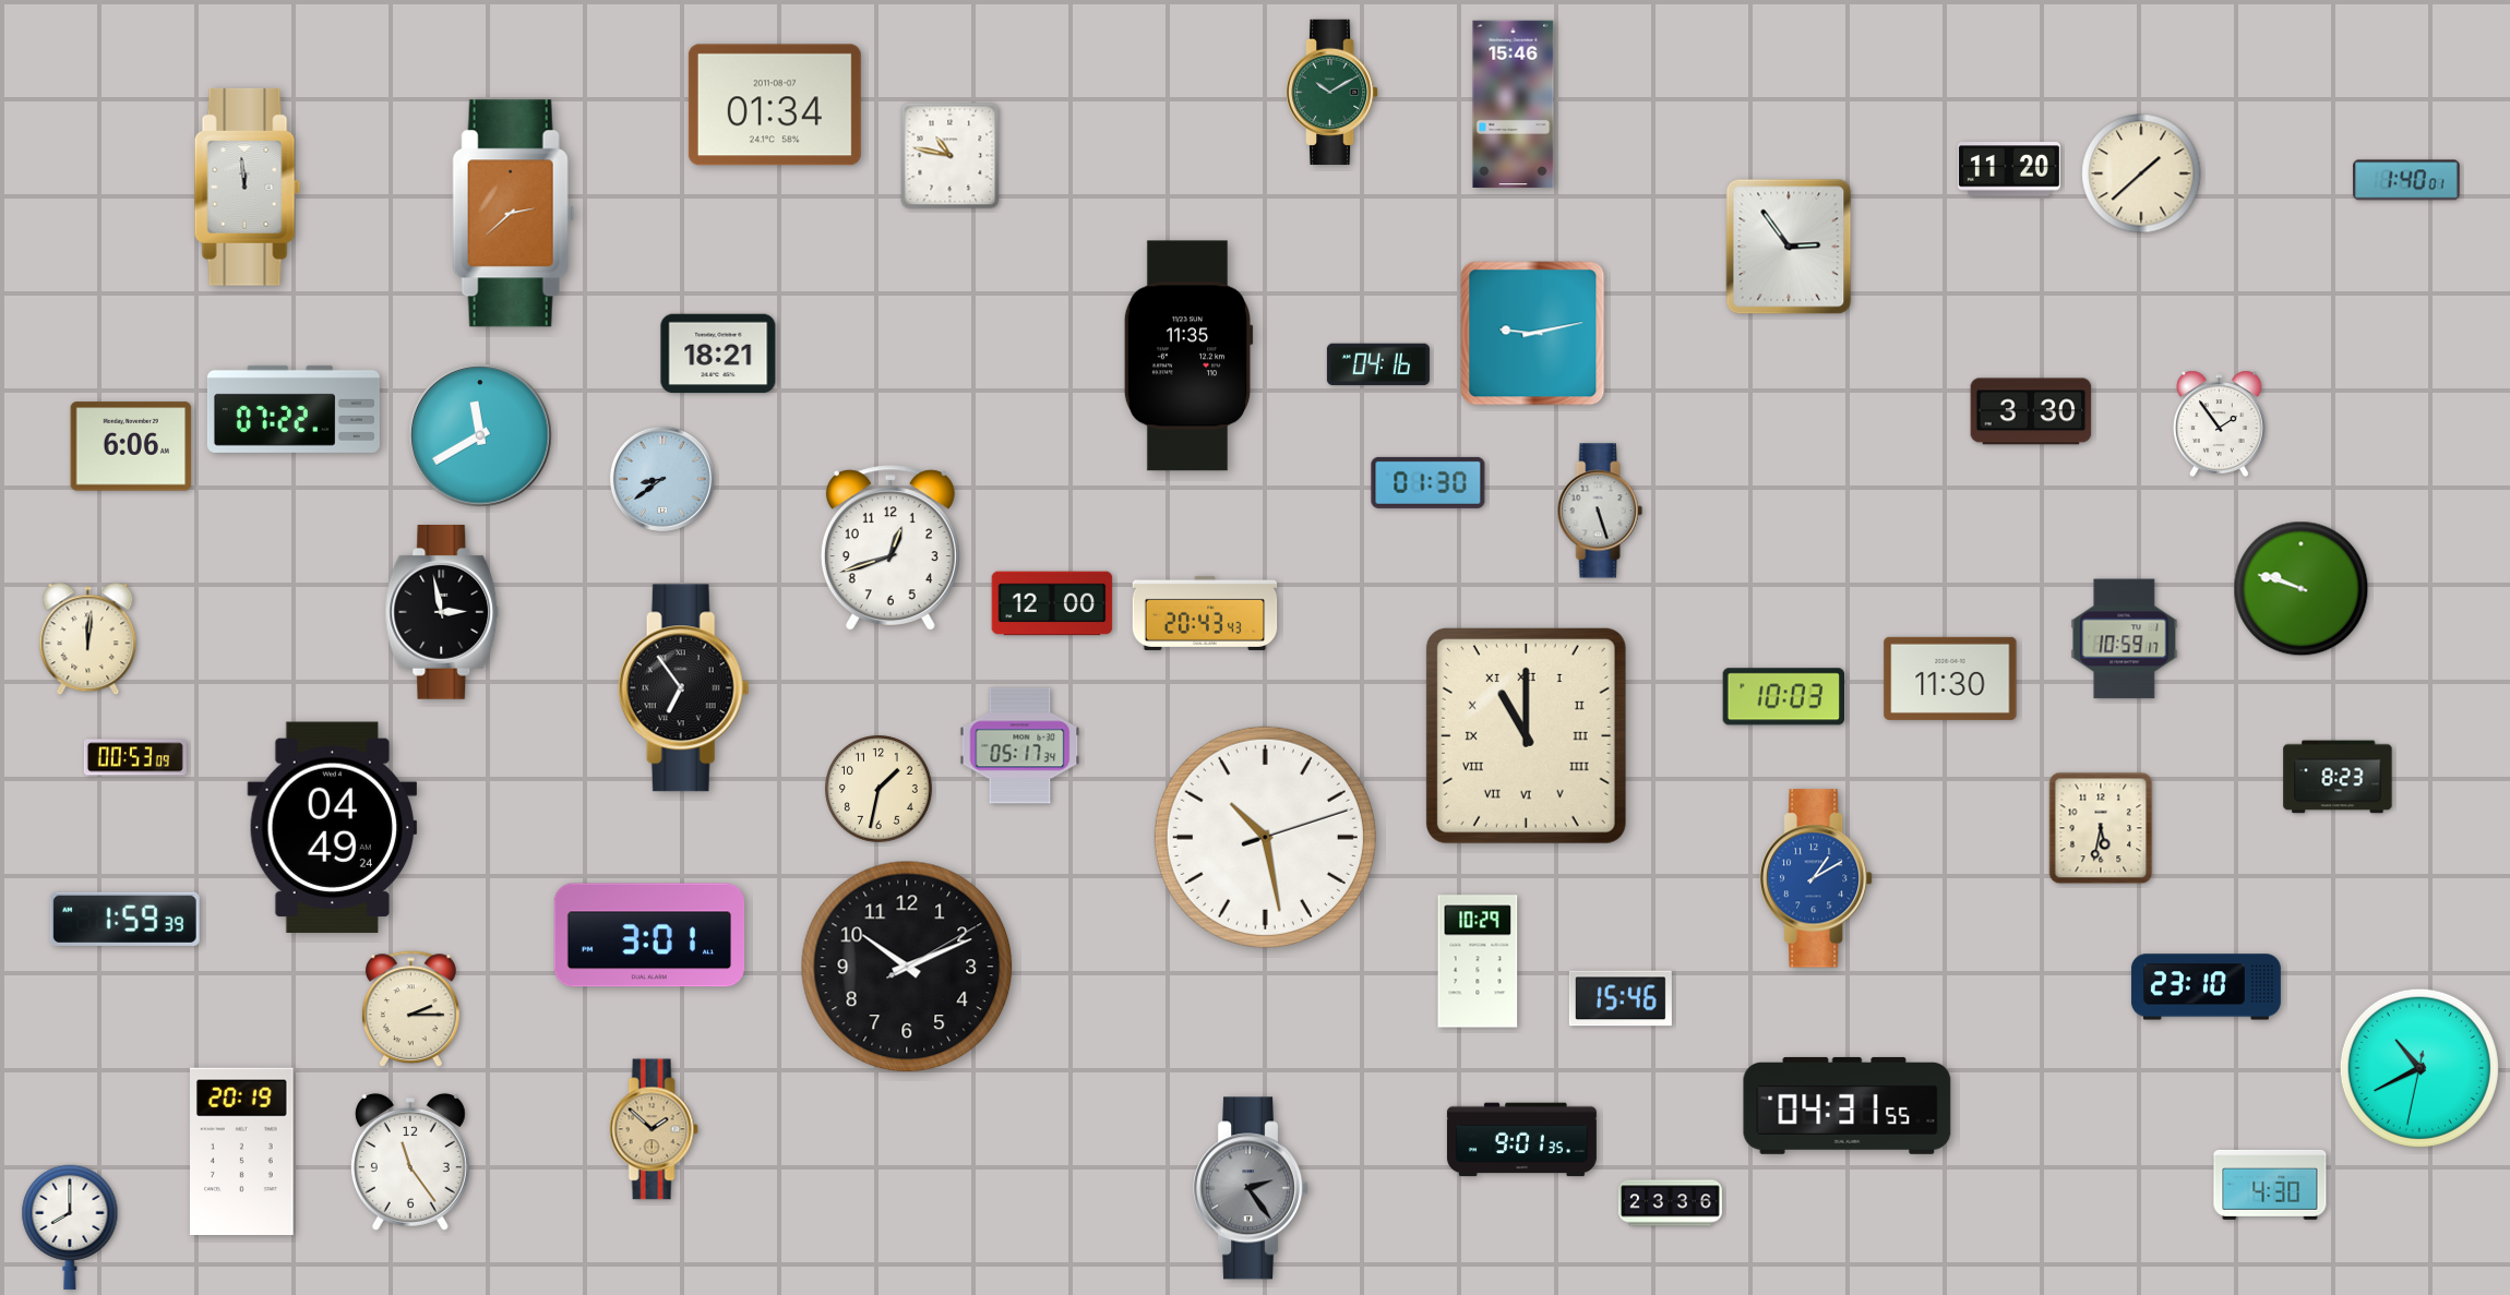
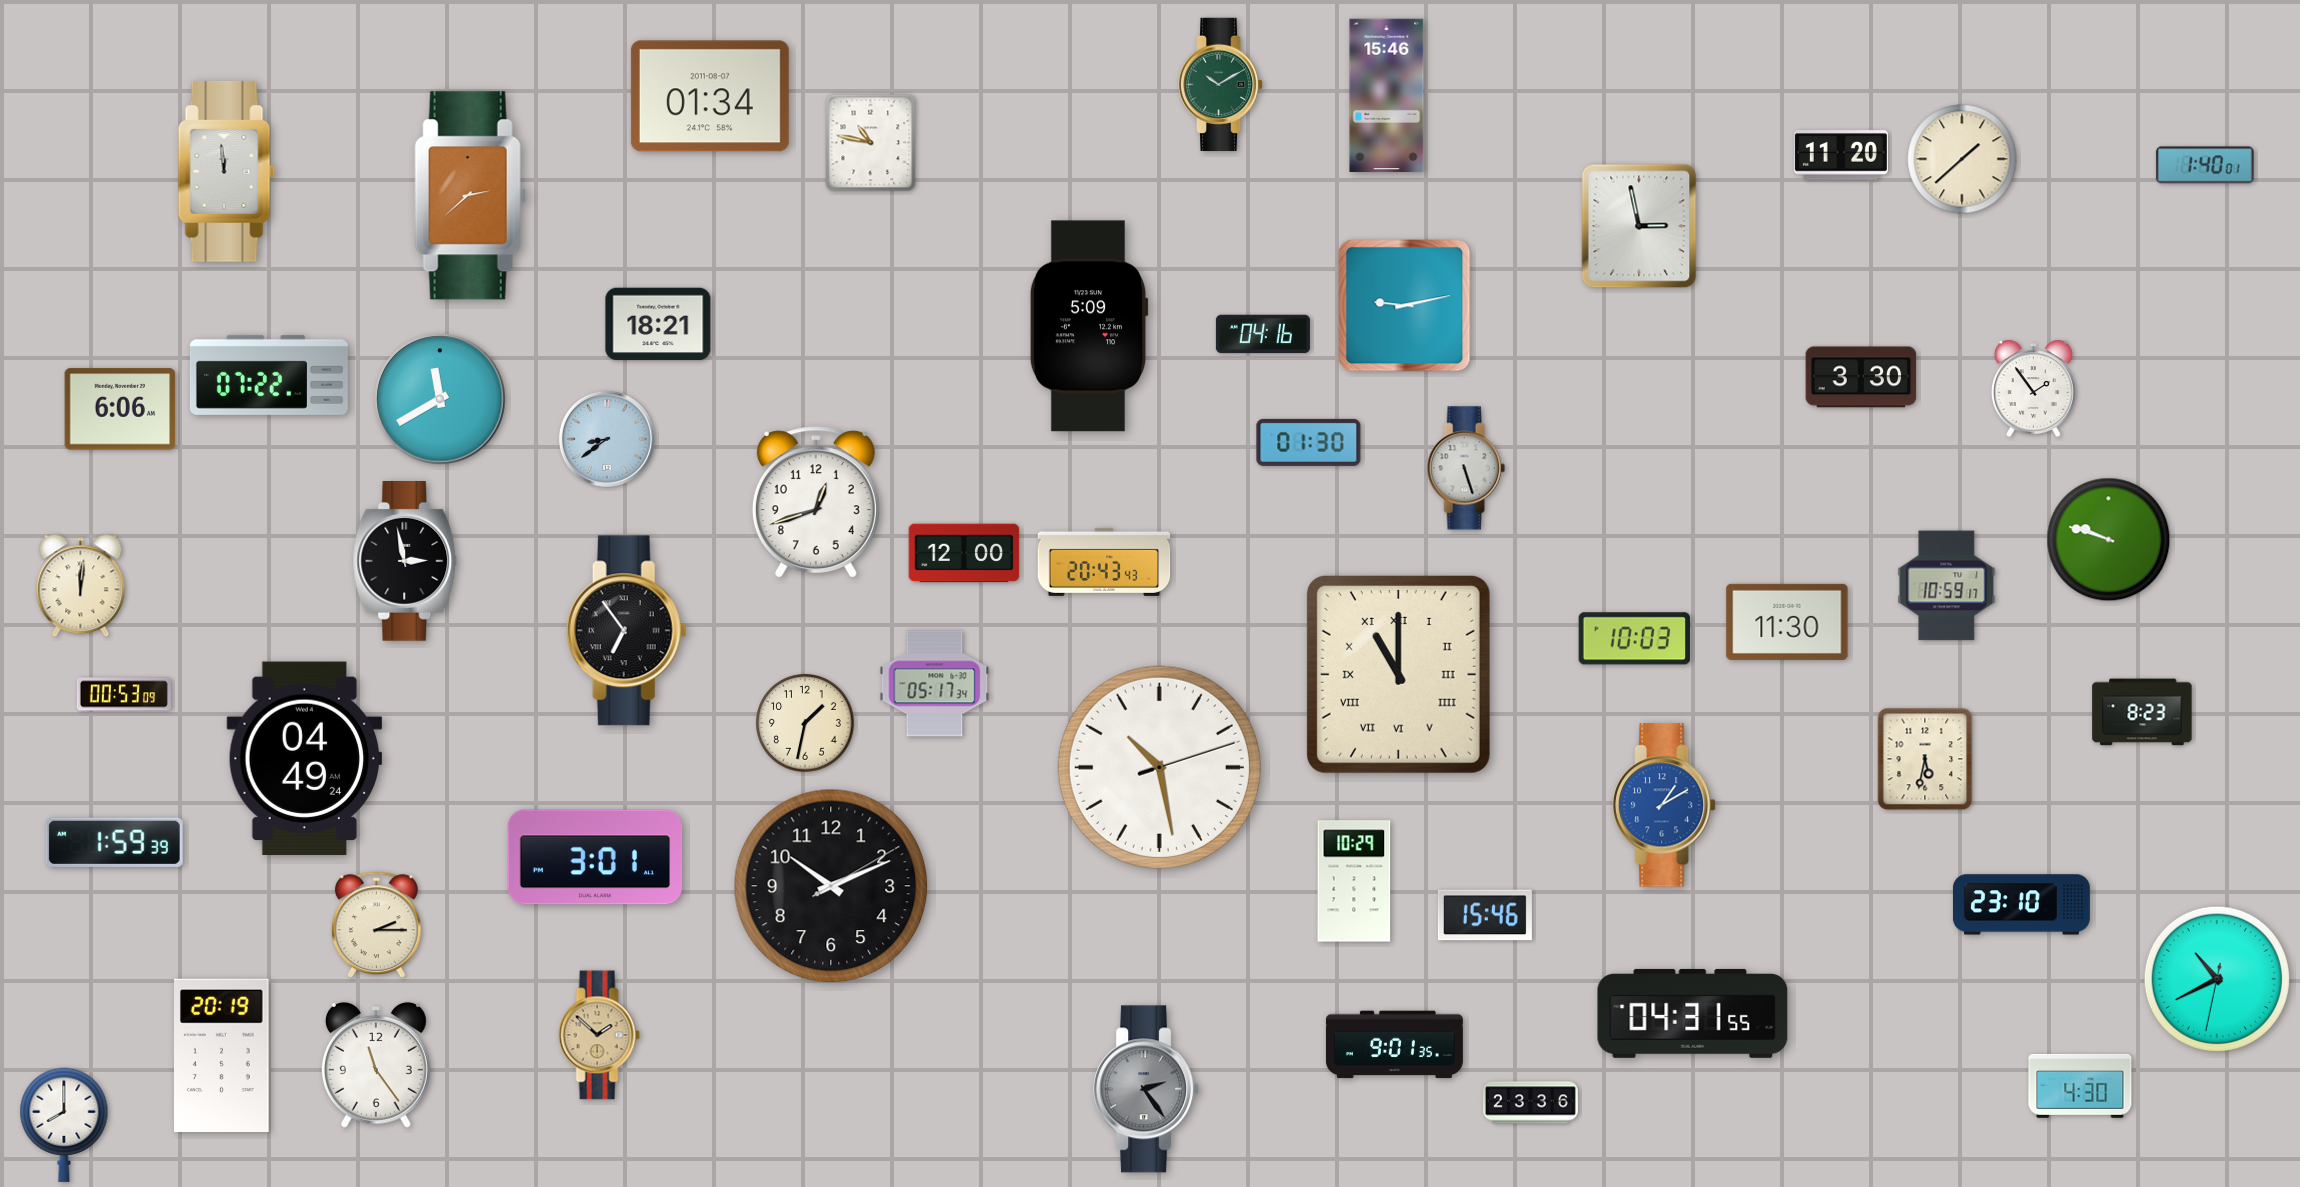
clock at (1789, 247): 2:54 -> 2:58
clock at (1188, 356): 11:35 -> 5:09
